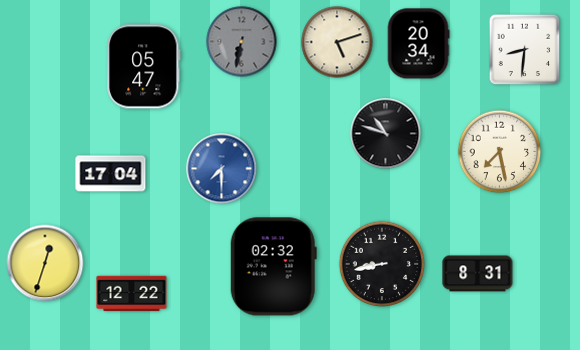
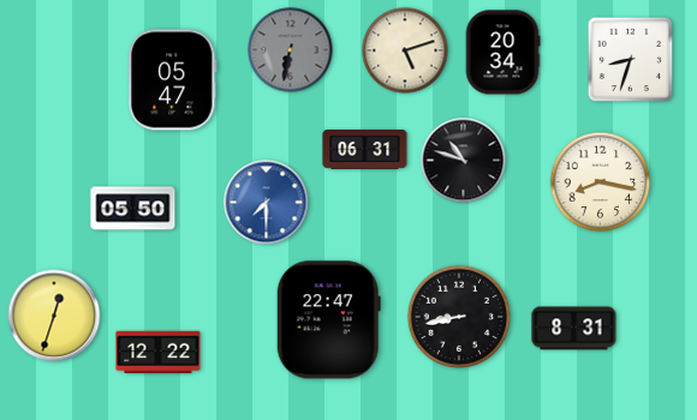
clock at (525, 50): 8:31 -> 8:33
clock at (365, 150): none -> 06:31
clock at (500, 152): 7:28 -> 8:17
clock at (111, 174): 17:04 -> 05:50
clock at (273, 267): 02:32 -> 22:47
